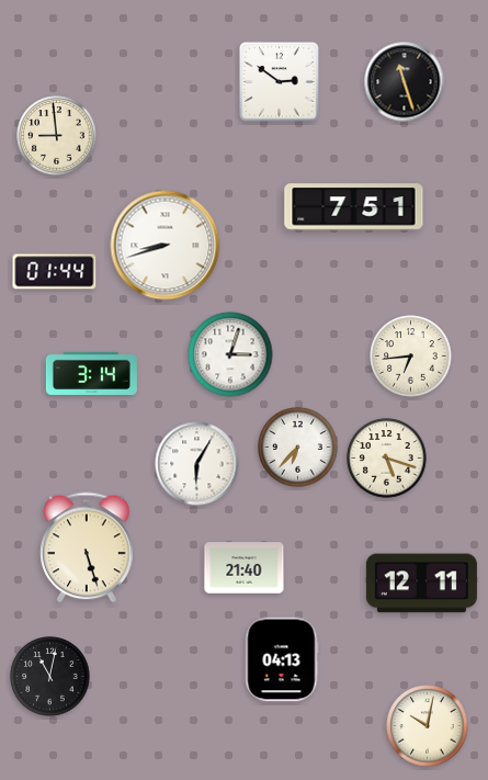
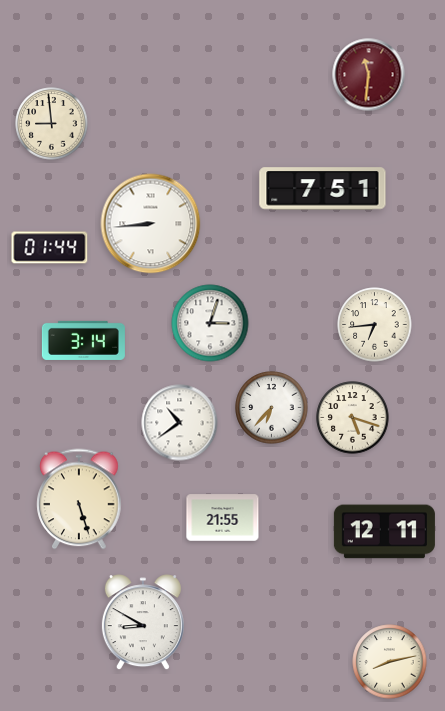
clock at (279, 81): 2:51 -> none
clock at (405, 82): 11:27 -> 11:31
clock at (405, 82) dial: black -> burgundy
clock at (166, 246): 8:42 -> 8:44
clock at (197, 464): 6:05 -> 10:39
clock at (245, 568): 21:40 -> 21:55
clock at (282, 659): 04:13 -> none
clock at (50, 677): 11:02 -> none
clock at (143, 623): none -> 8:50
clock at (428, 726): 10:02 -> 8:13
